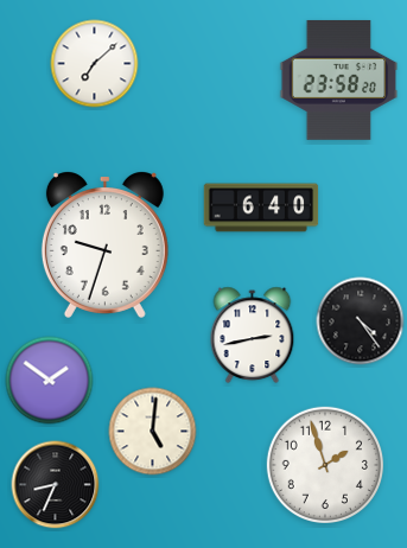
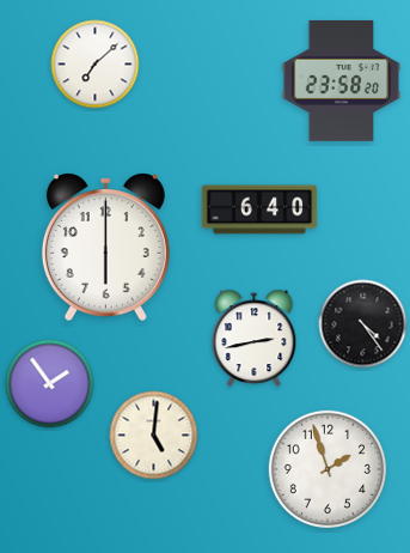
clock at (261, 208) position: (261, 208) -> (259, 209)
clock at (104, 246): 9:33 -> 6:00
clock at (50, 381): 1:51 -> 1:54
clock at (56, 485): 8:34 -> none
